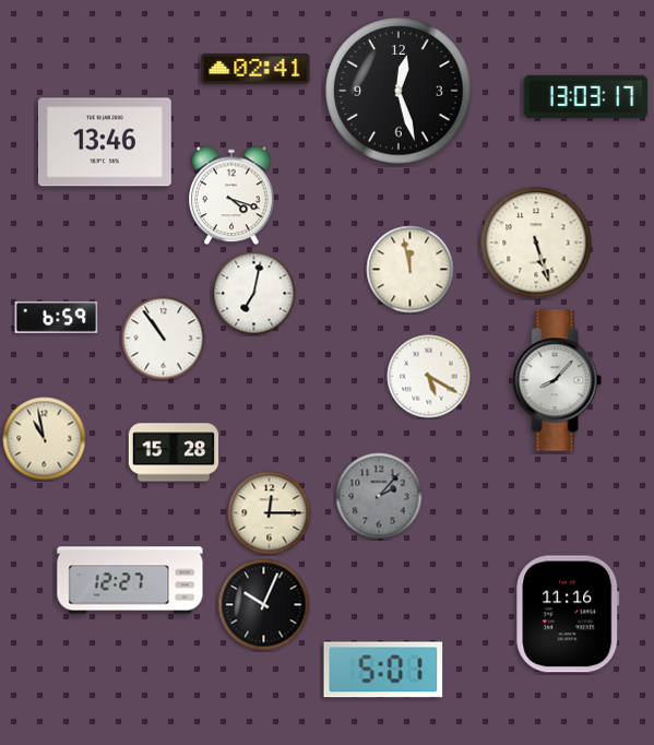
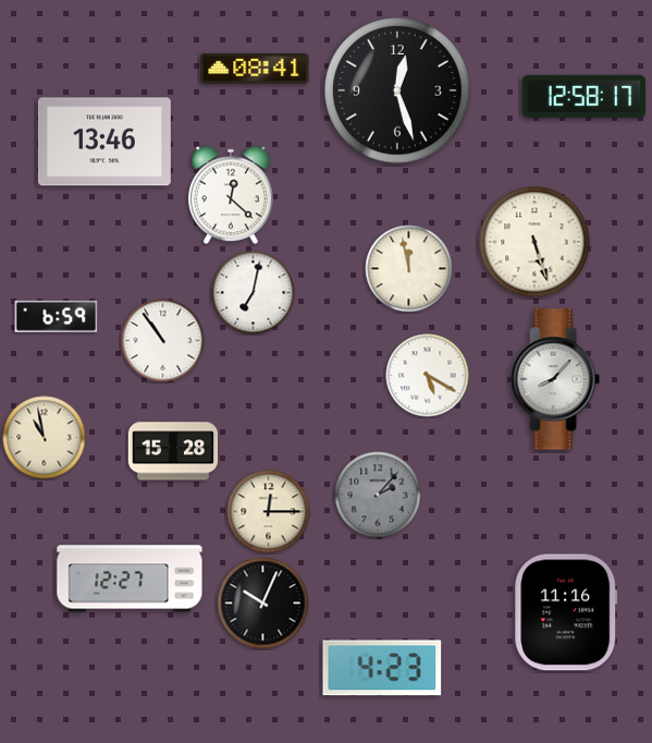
clock at (255, 69): 02:41 -> 08:41
clock at (586, 97): 13:03 -> 12:58
clock at (231, 196): 4:18 -> 12:22
clock at (164, 339) position: (164, 339) -> (163, 341)
clock at (383, 670): 5:01 -> 4:23
